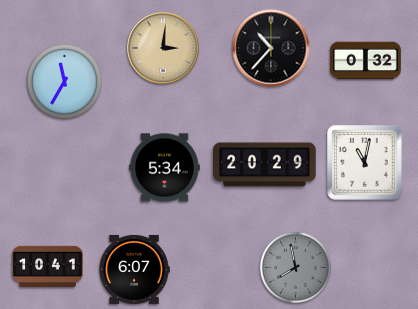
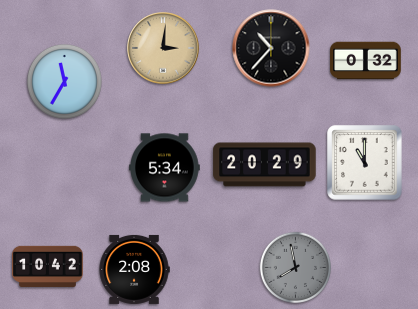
clock at (365, 163): 11:02 -> 11:00
clock at (48, 266): 10:41 -> 10:42
clock at (134, 269): 6:07 -> 2:08
